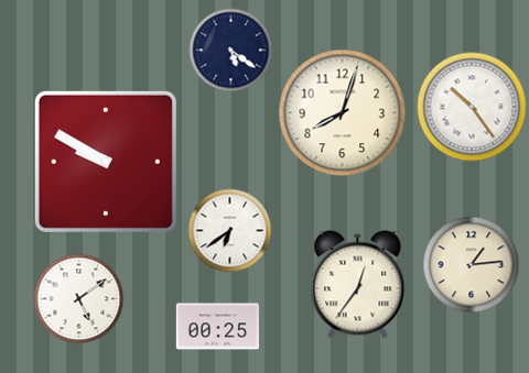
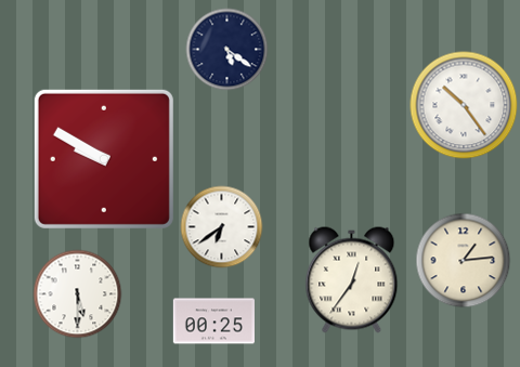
clock at (343, 113): 8:03 -> none
clock at (230, 231) position: (230, 231) -> (222, 227)
clock at (79, 299): 5:09 -> 5:30
